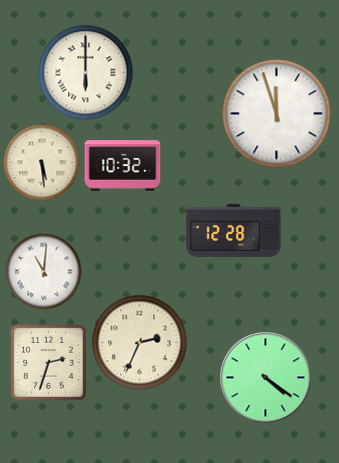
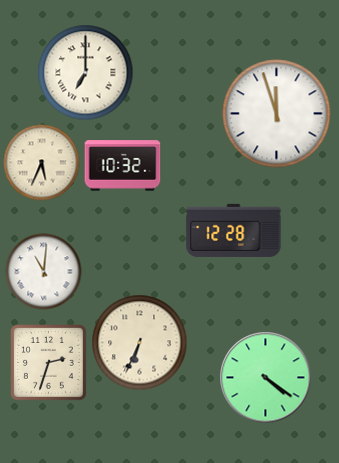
clock at (86, 73): 6:00 -> 7:00
clock at (42, 163): 5:29 -> 5:34
clock at (140, 343): 2:34 -> 6:34
